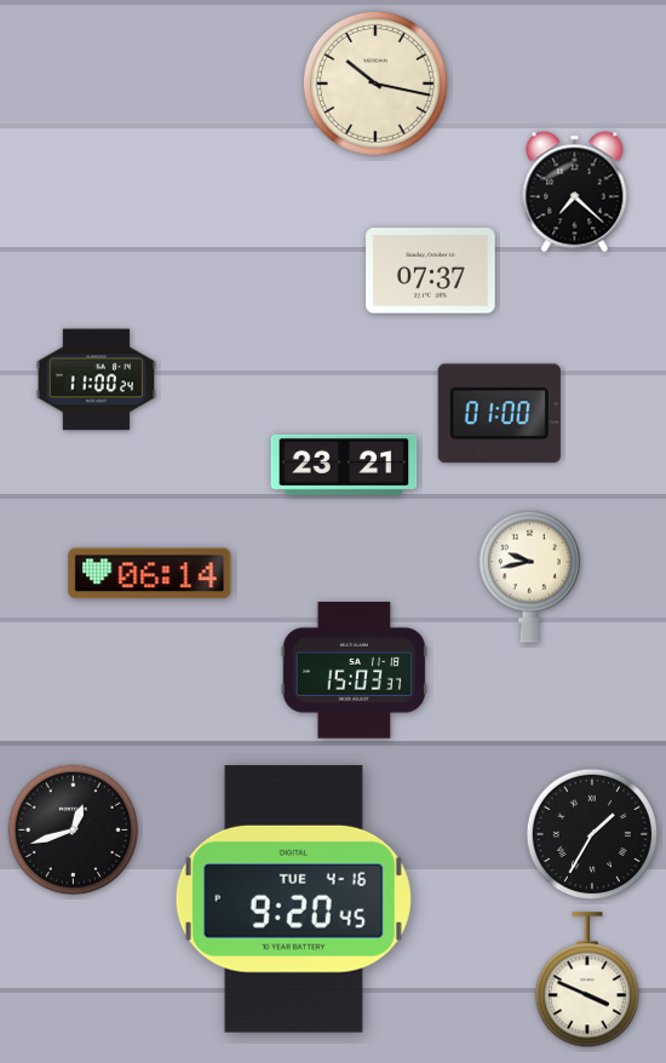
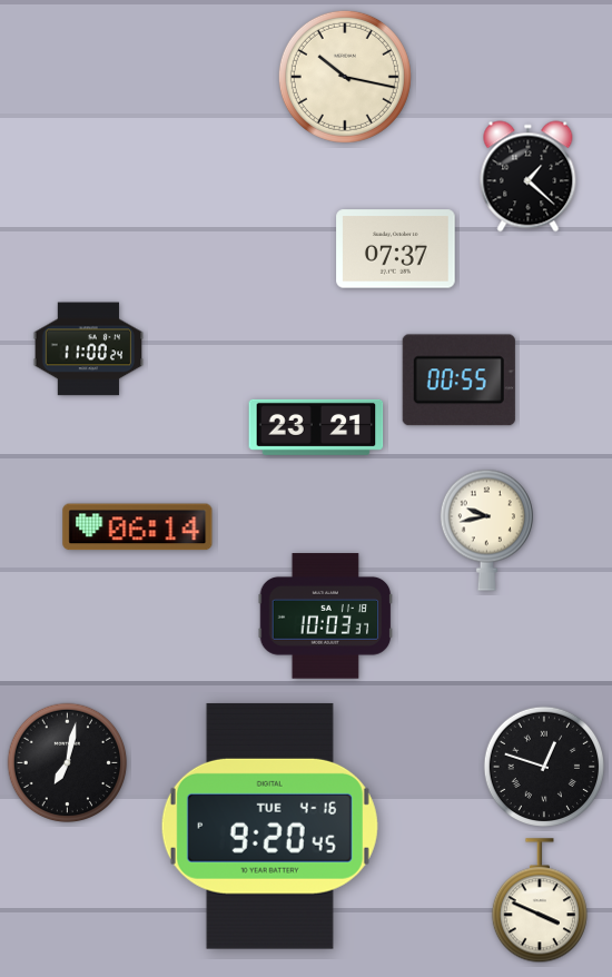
clock at (575, 193): 7:22 -> 1:22
clock at (499, 414): 01:00 -> 00:55
clock at (355, 671): 15:03 -> 10:03
clock at (74, 831): 12:42 -> 7:02
clock at (591, 833): 1:35 -> 12:48
